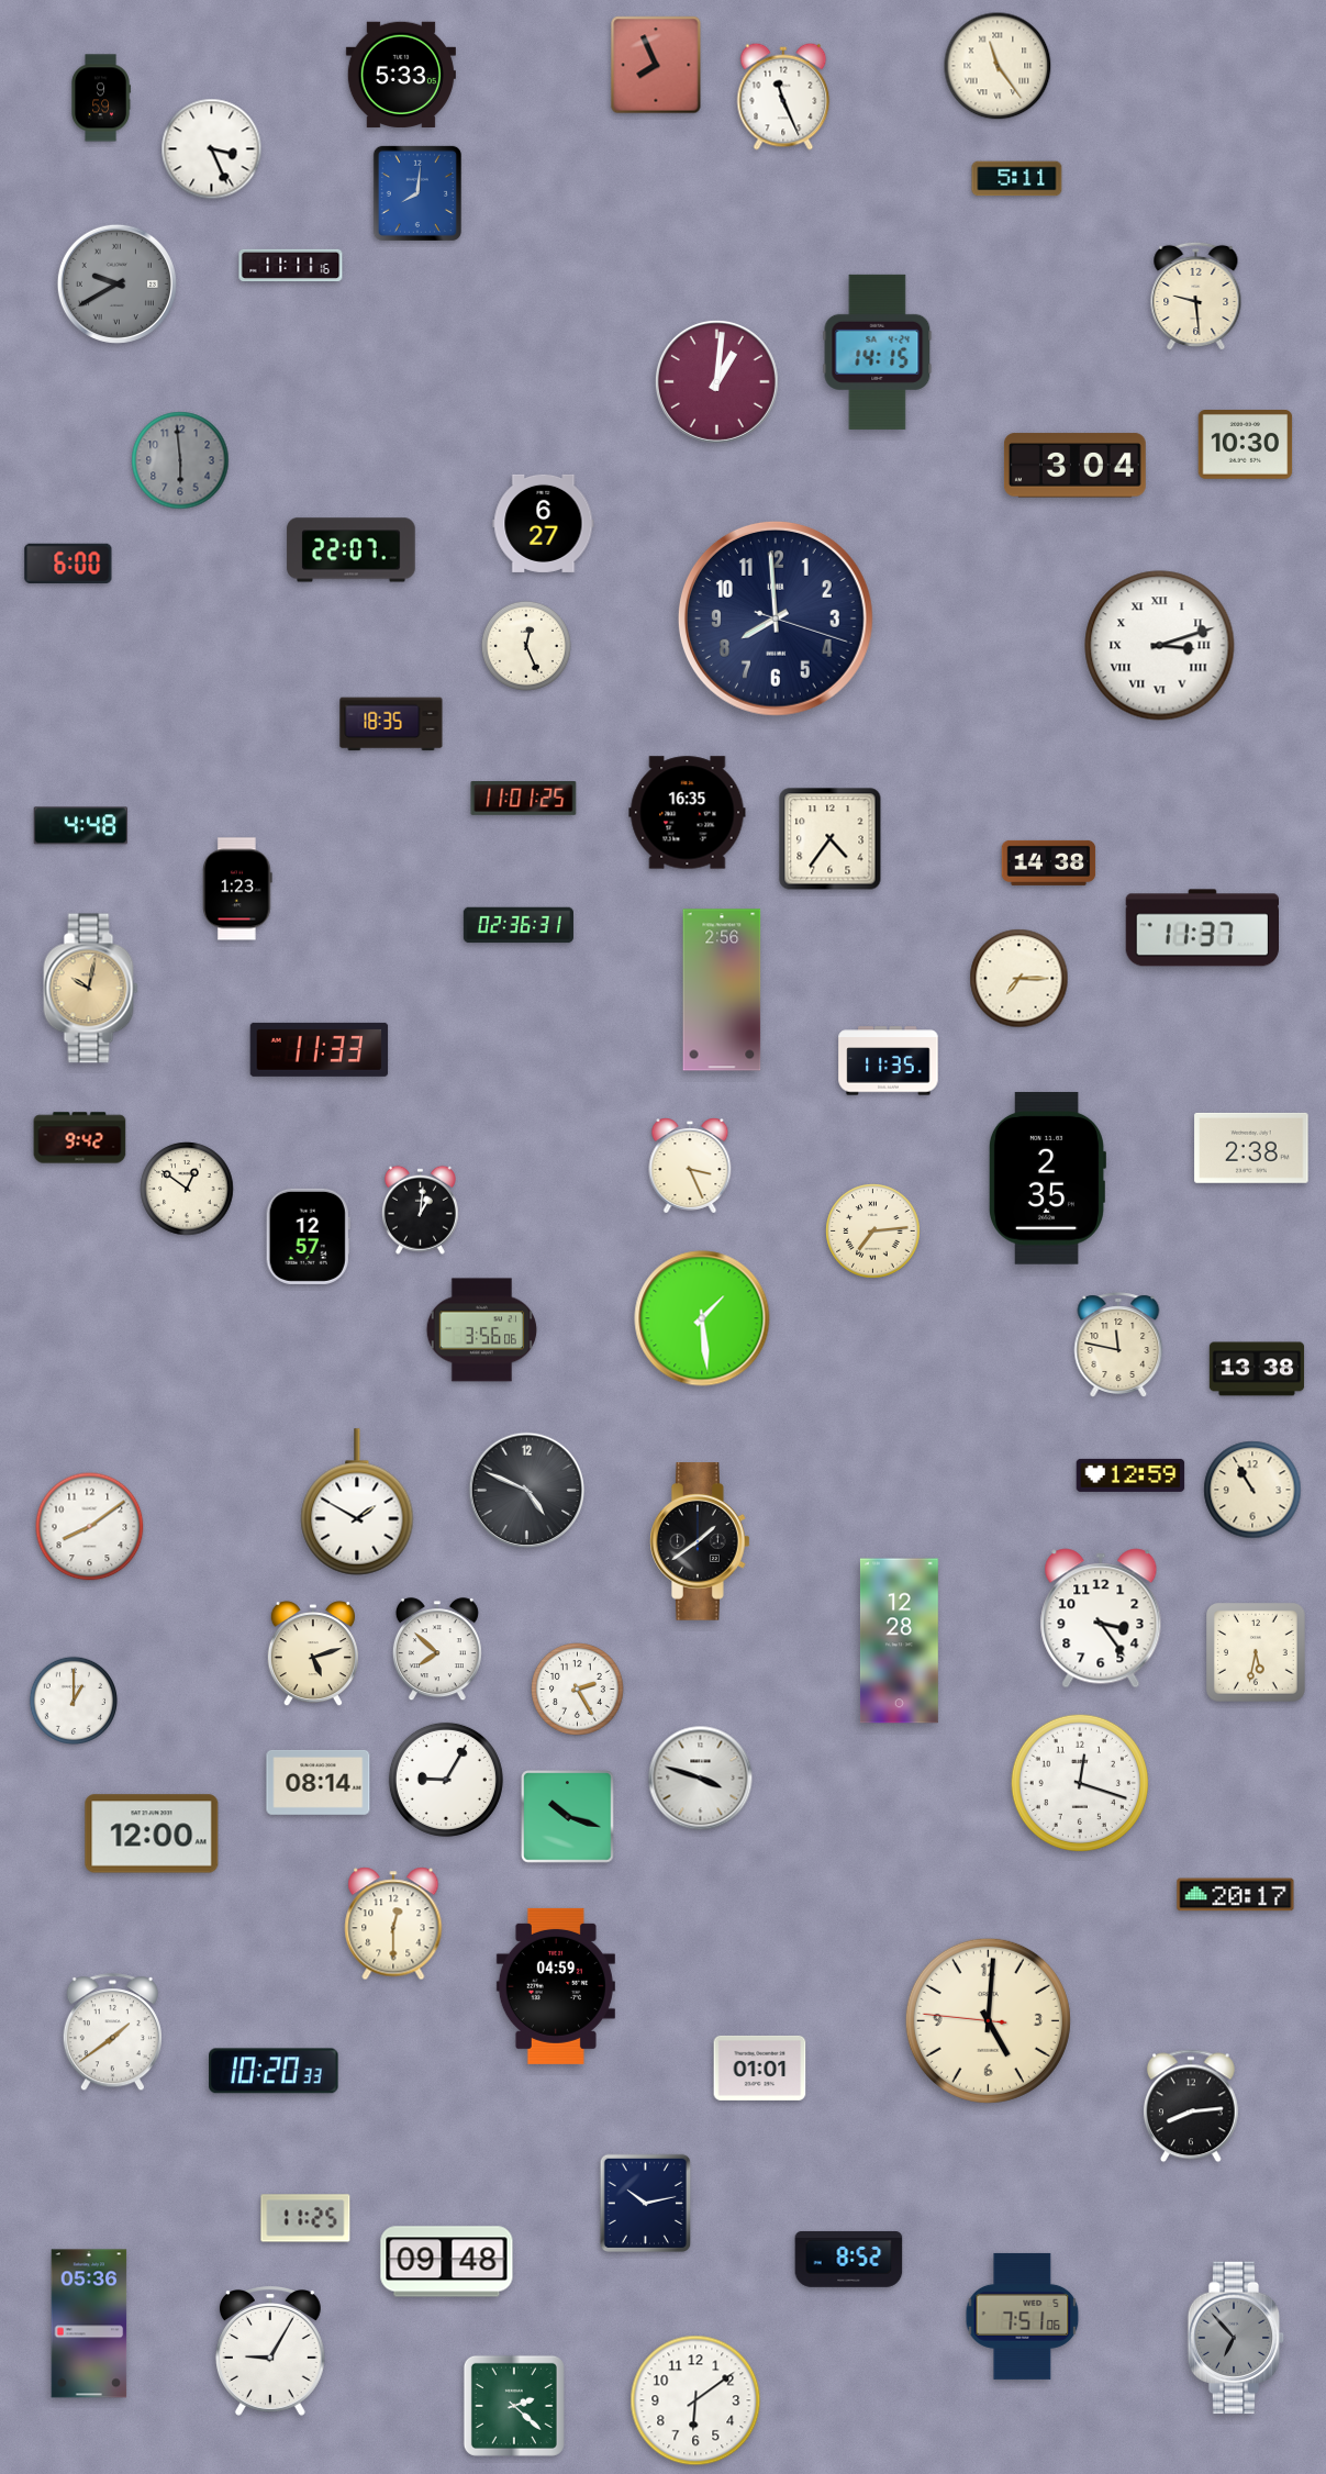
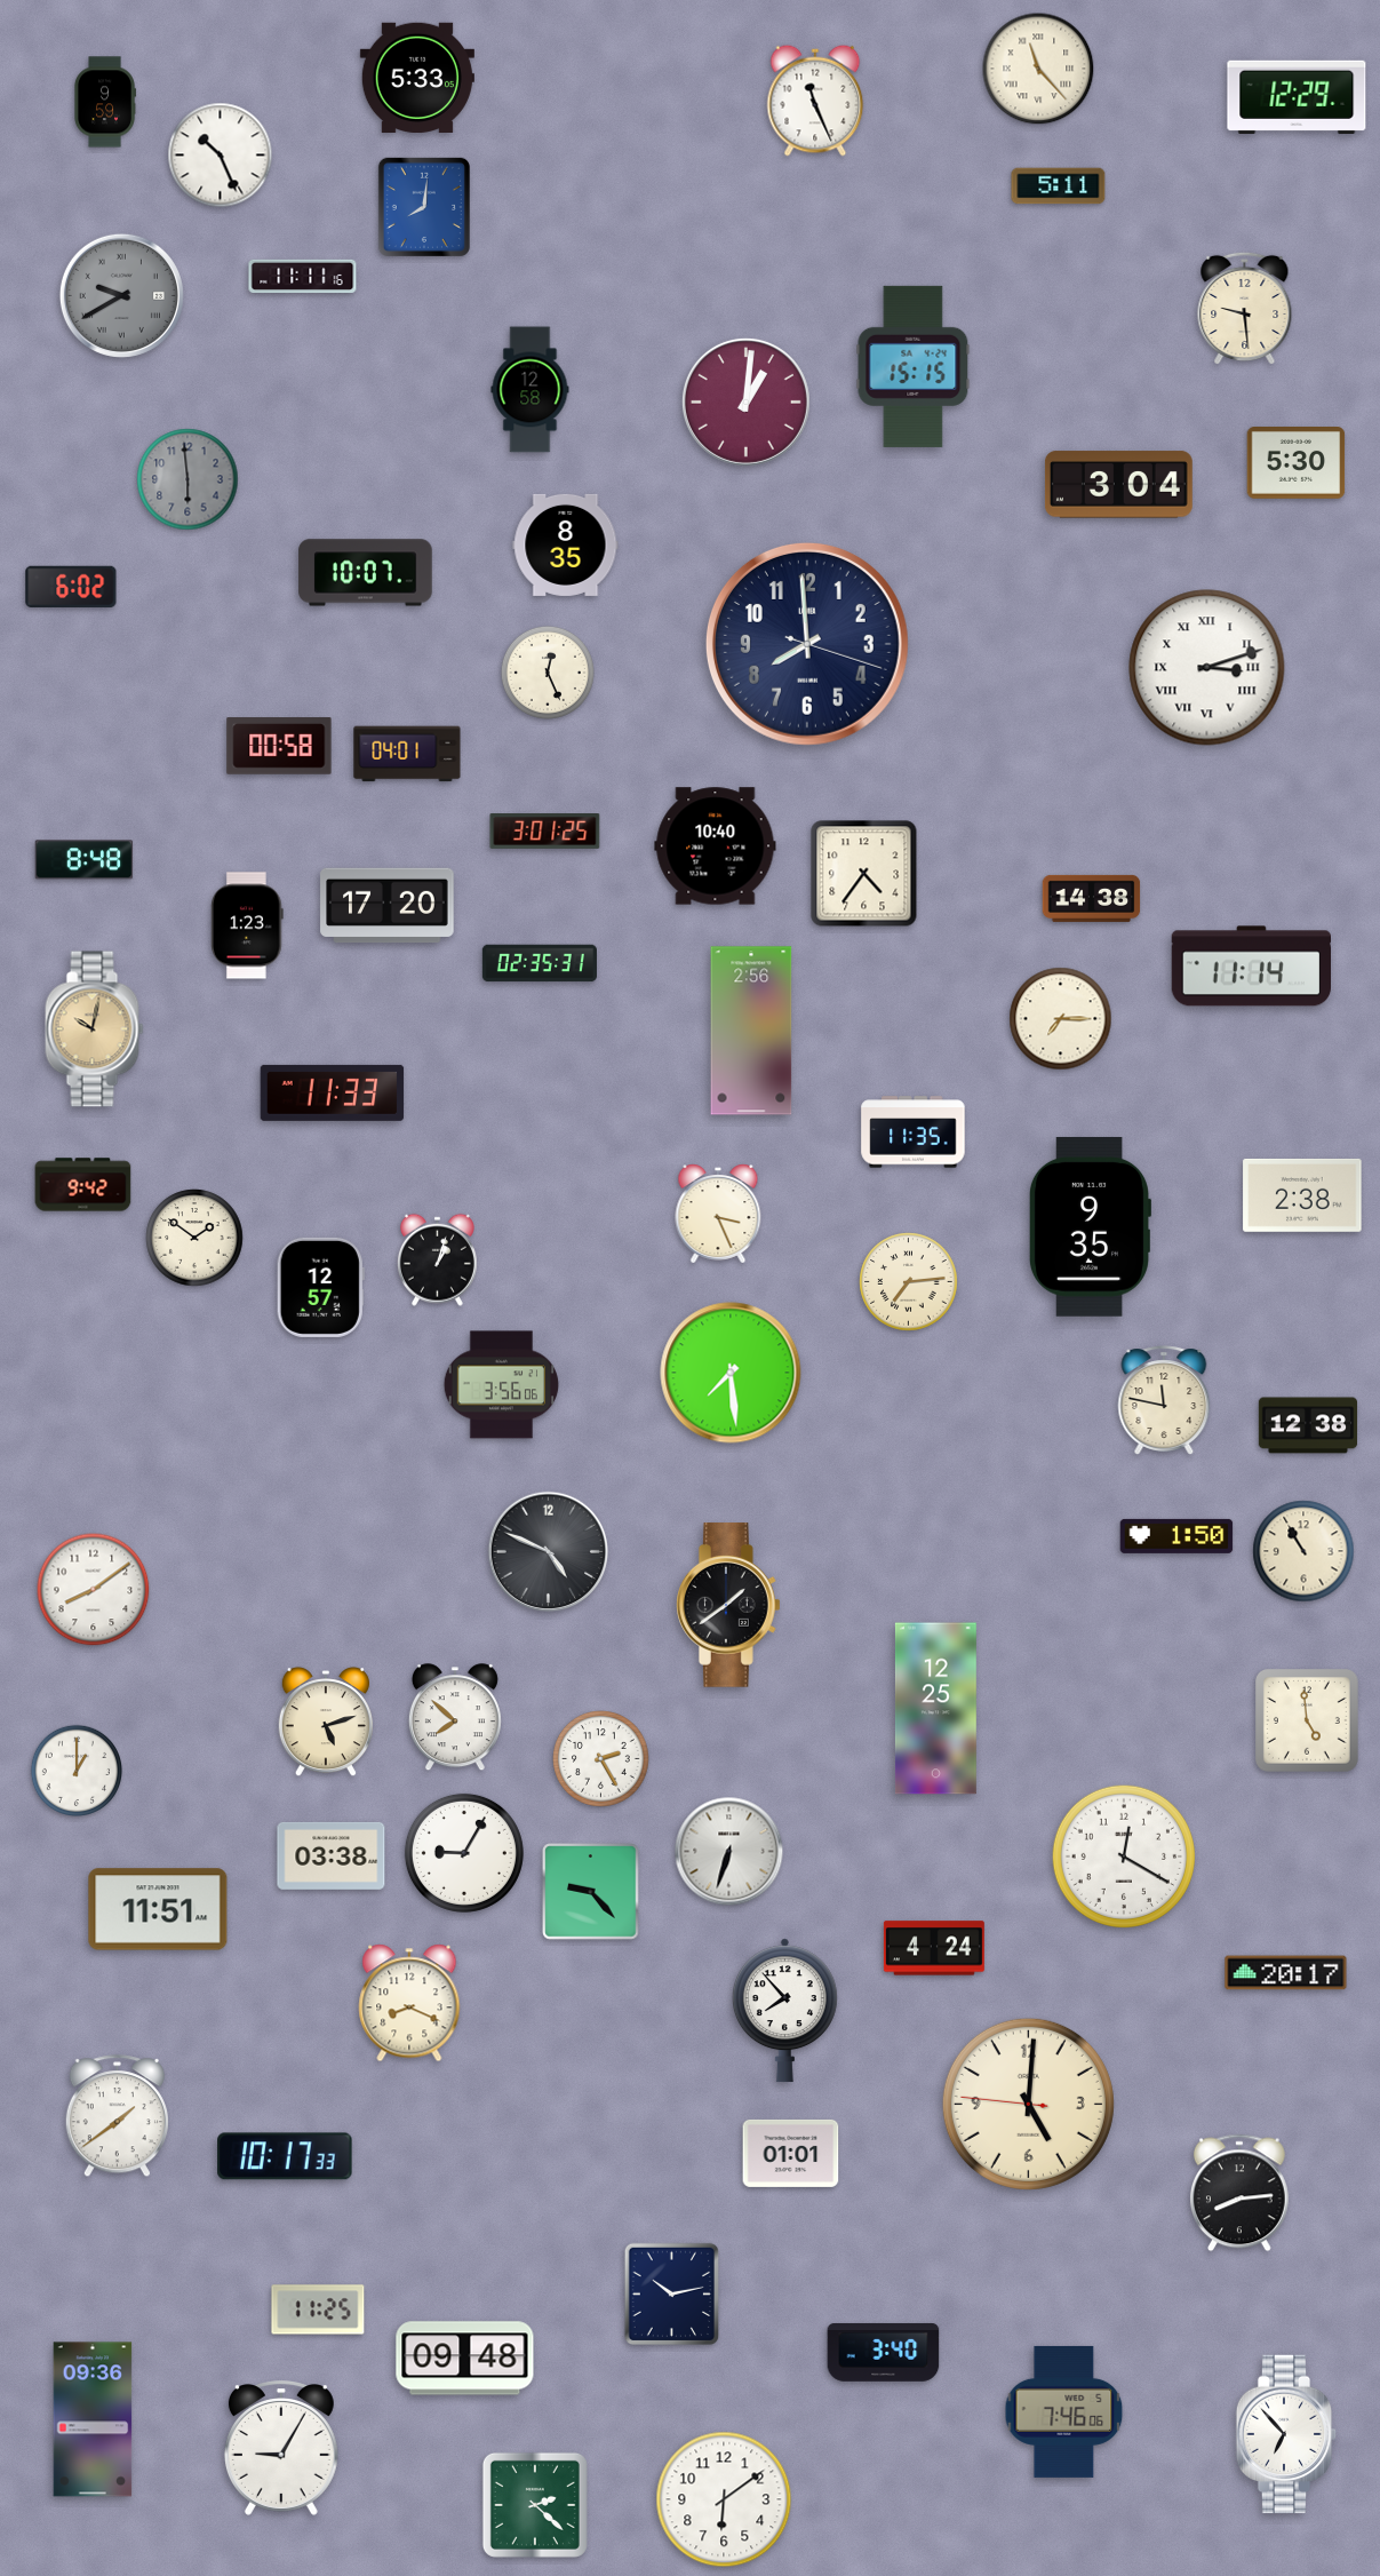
clock at (656, 65): 7:56 -> none
clock at (998, 66): 11:24 -> 11:23
clock at (1297, 96): none -> 12:29
clock at (212, 149): 3:26 -> 10:26
clock at (417, 193) position: (417, 193) -> (424, 207)
clock at (878, 352): 14:15 -> 15:15
clock at (531, 390): none -> 12:58
clock at (716, 381) position: (716, 381) -> (745, 401)
clock at (1246, 445): 10:30 -> 5:30
clock at (544, 523): 6:27 -> 8:35
clock at (352, 550): 22:07 -> 10:07
clock at (68, 564): 6:00 -> 6:02
clock at (1160, 646) position: (1160, 646) -> (1207, 668)
clock at (279, 746): none -> 00:58
clock at (391, 724): 18:35 -> 04:01
clock at (524, 799): 11:01 -> 3:01
clock at (688, 813): 16:35 -> 10:40
clock at (81, 826): 4:48 -> 8:48
clock at (388, 906): none -> 17:20
clock at (519, 925): 02:36 -> 02:35
clock at (1202, 928): 11:37 -> 11:14
clock at (889, 1061) position: (889, 1061) -> (914, 1132)
clock at (1046, 1178): 2:35 -> 9:35
clock at (187, 1189): 12:51 -> 1:51
clock at (420, 1210): 1:01 -> 1:03
clock at (702, 1318): 1:29 -> 7:29
clock at (1257, 1369): 13:38 -> 12:38
clock at (1130, 1475): 12:59 -> 1:50
clock at (357, 1502): 1:50 -> none
clock at (1101, 1618): 3:24 -> none
clock at (899, 1641): 12:28 -> 12:25
clock at (1257, 1653): 5:32 -> 4:59
clock at (701, 1779): 3:48 -> 6:33
clock at (319, 1782): 08:14 -> 03:38
clock at (1079, 1782): 12:18 -> 12:20
clock at (568, 1817): 10:18 -> 9:23
clock at (152, 1834): 12:00 -> 11:51
clock at (934, 1948): none -> 4:24
clock at (393, 1924): 12:30 -> 8:19
clock at (784, 2011): none -> 7:53
clock at (556, 1986): 04:59 -> none
clock at (274, 2071): 10:20 -> 10:17
clock at (849, 2259): 8:52 -> 3:40
clock at (447, 2262) position: (447, 2262) -> (465, 2359)
clock at (1023, 2316): 7:51 -> 7:46
clock at (89, 2323): 05:36 -> 09:36
clock at (1236, 2338) dial: grey -> white
